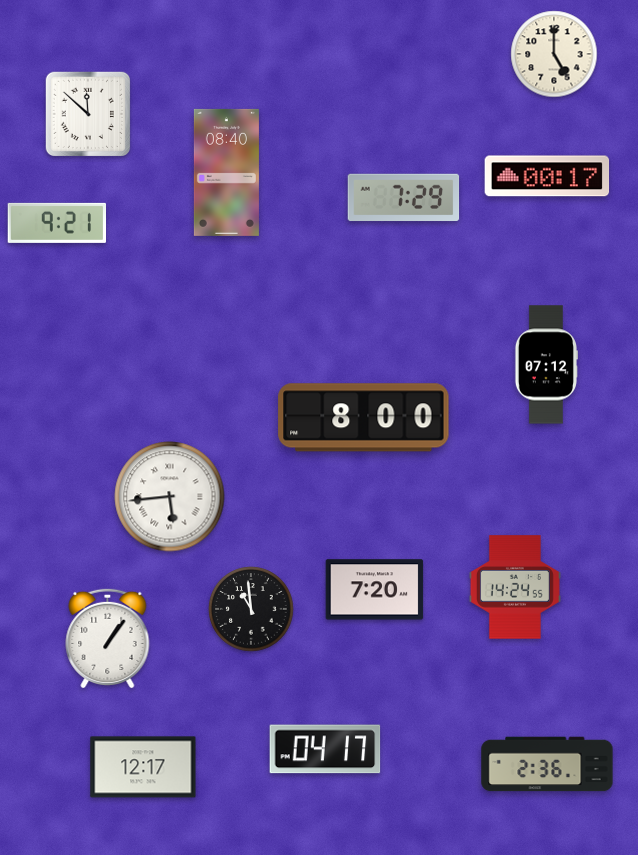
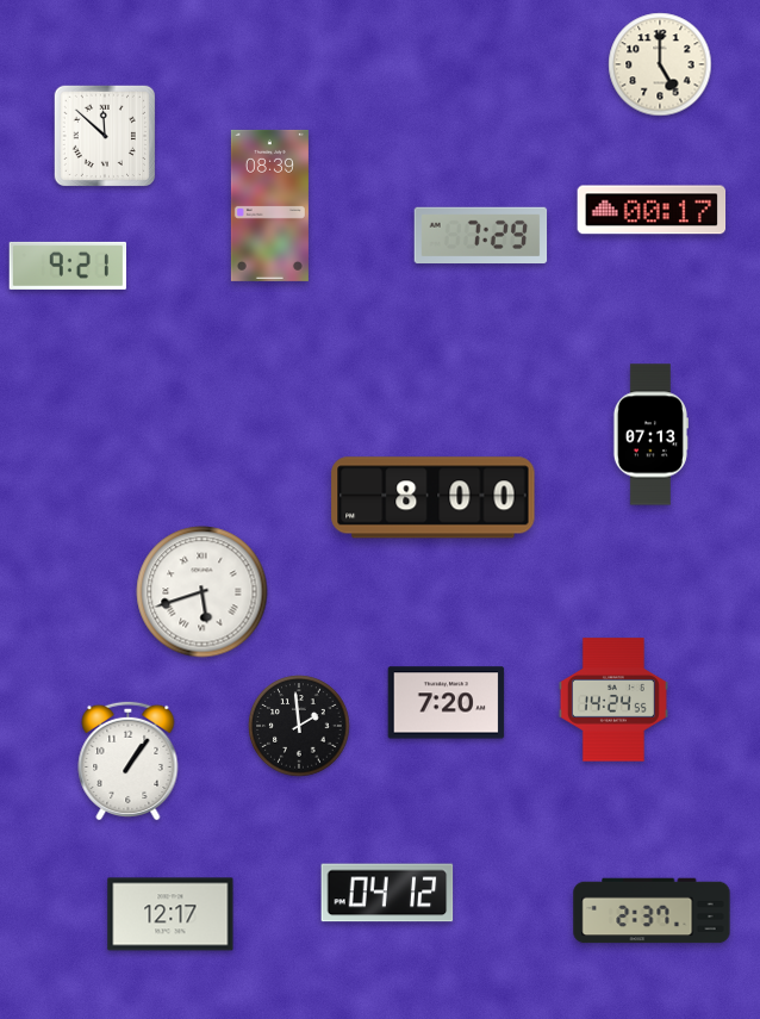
clock at (226, 172): 08:40 -> 08:39
clock at (546, 365): 07:12 -> 07:13
clock at (170, 497): 5:44 -> 5:42
clock at (251, 609): 10:59 -> 1:59
clock at (325, 749): 04:17 -> 04:12
clock at (547, 764): 2:36 -> 2:37
